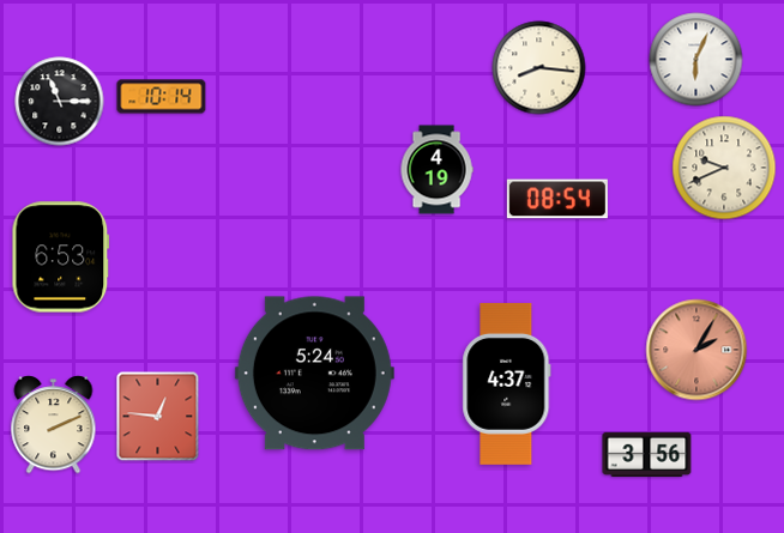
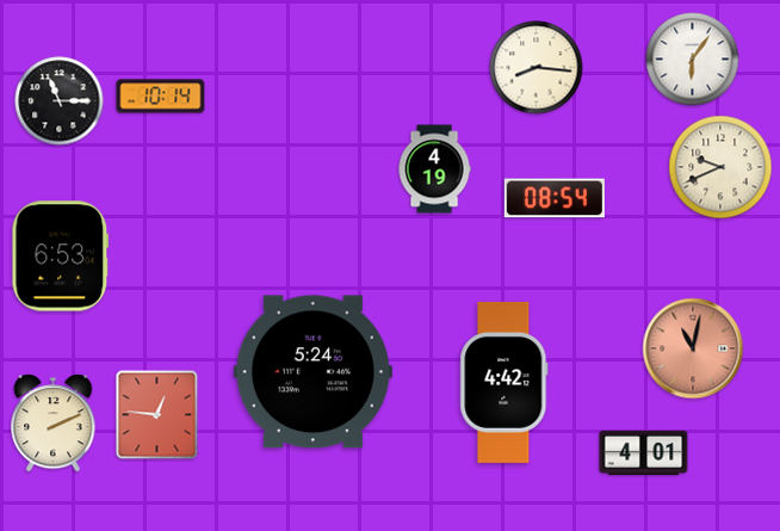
clock at (696, 60): 6:04 -> 6:06
clock at (696, 350): 2:05 -> 11:02
clock at (507, 383): 4:37 -> 4:42
clock at (647, 455): 3:56 -> 4:01
